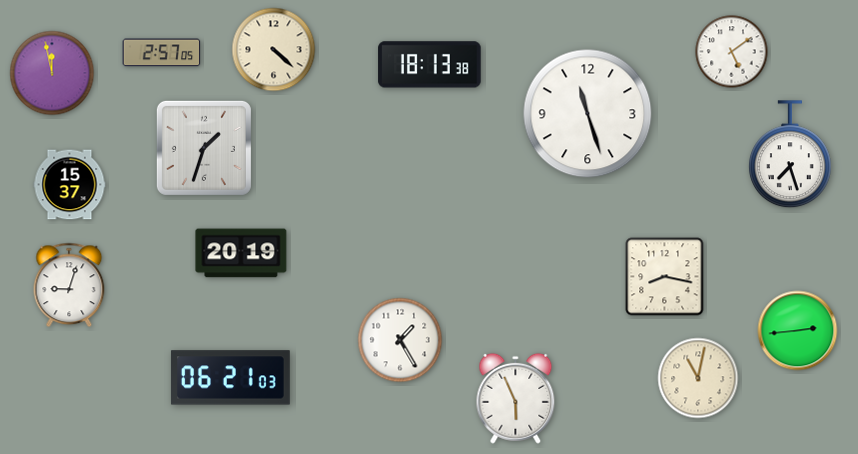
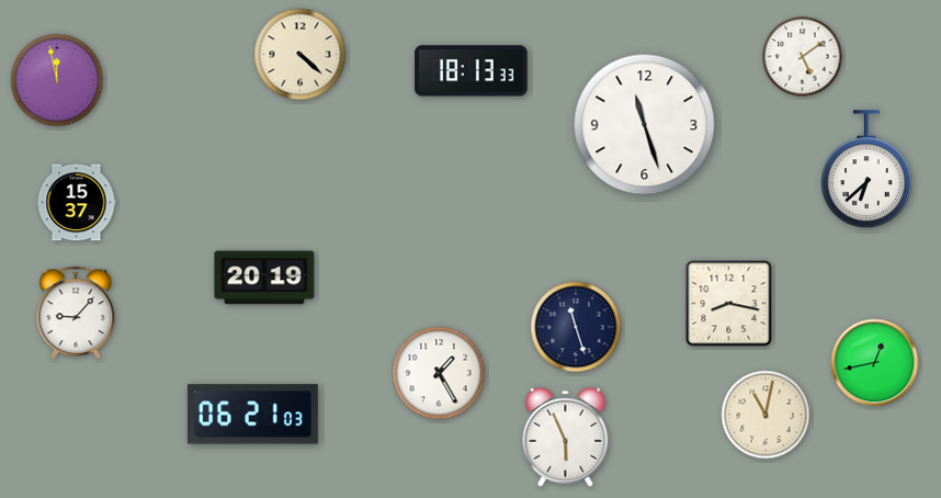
clock at (162, 53): 2:57 -> none
clock at (430, 65): 18:13:38 -> 18:13:33
clock at (204, 148): 1:33 -> none
clock at (790, 155): 7:27 -> 6:38
clock at (69, 285): 9:03 -> 9:07
clock at (576, 327): none -> 11:27
clock at (798, 331): 2:44 -> 12:43
